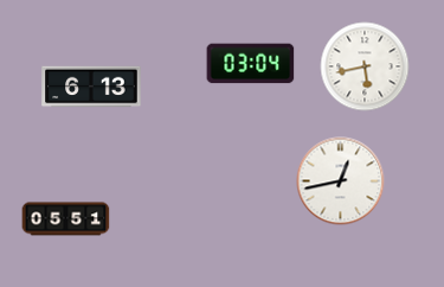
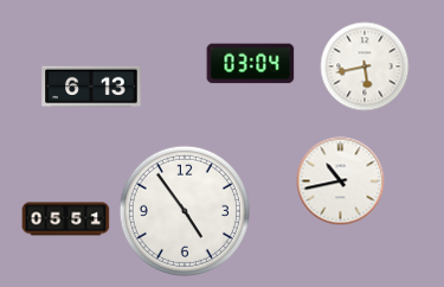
clock at (341, 181): 12:43 -> 10:43
clock at (185, 211): none -> 4:54
